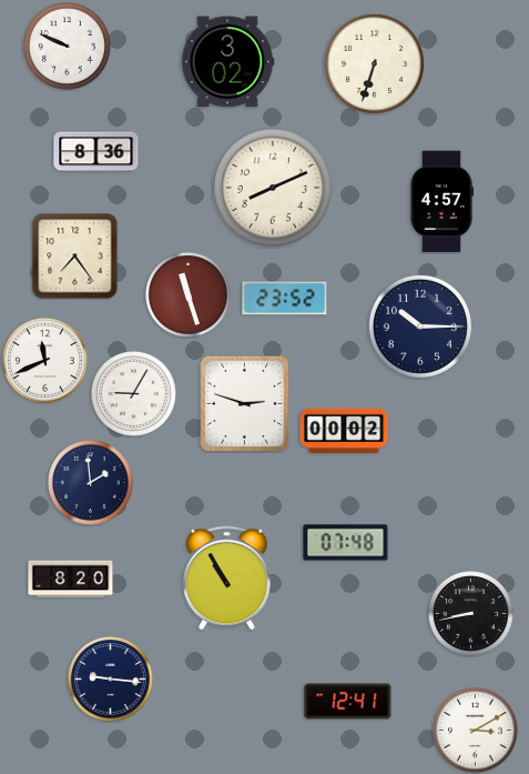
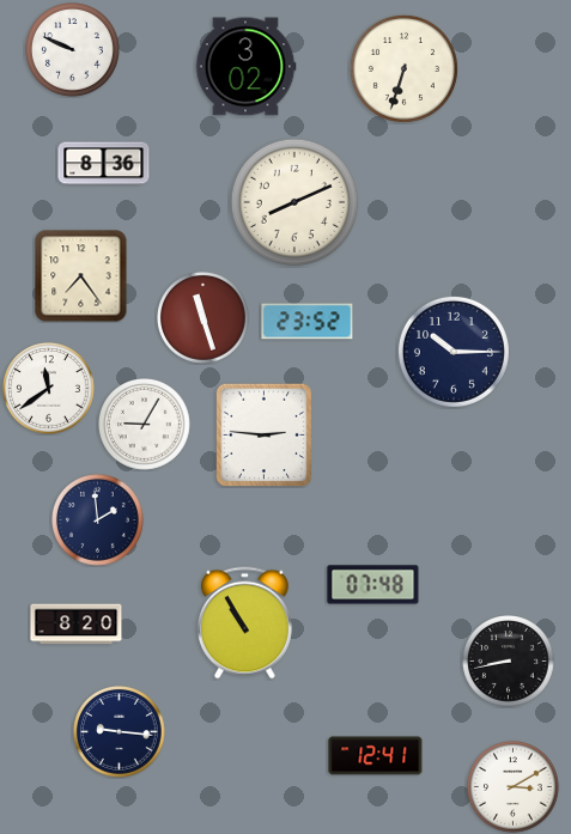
clock at (440, 202): 4:57 -> none
clock at (45, 361): 11:41 -> 11:39
clock at (245, 403): 2:48 -> 2:46
clock at (344, 431): 00:02 -> none
